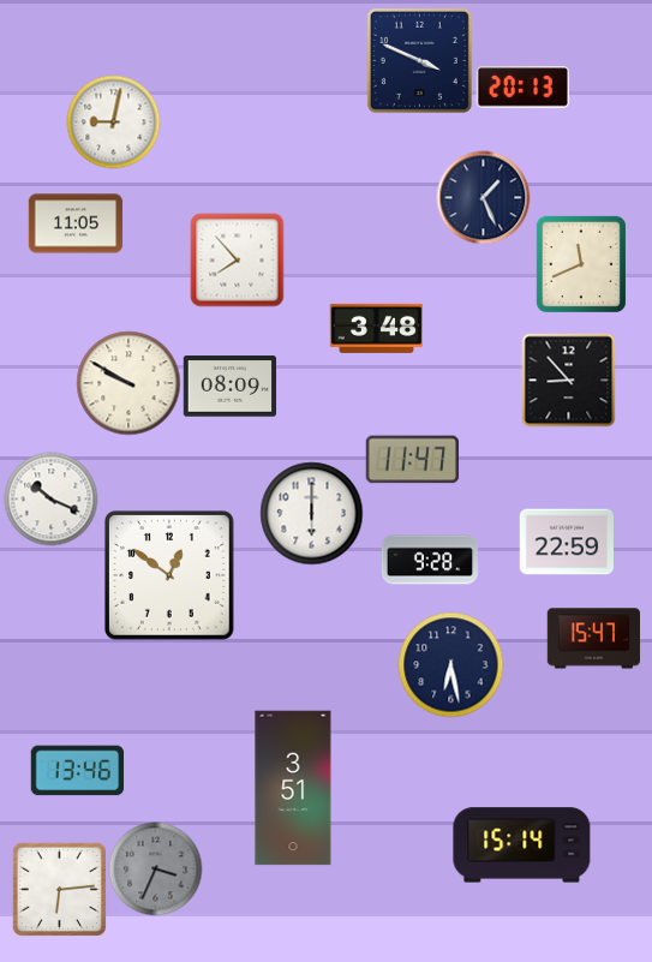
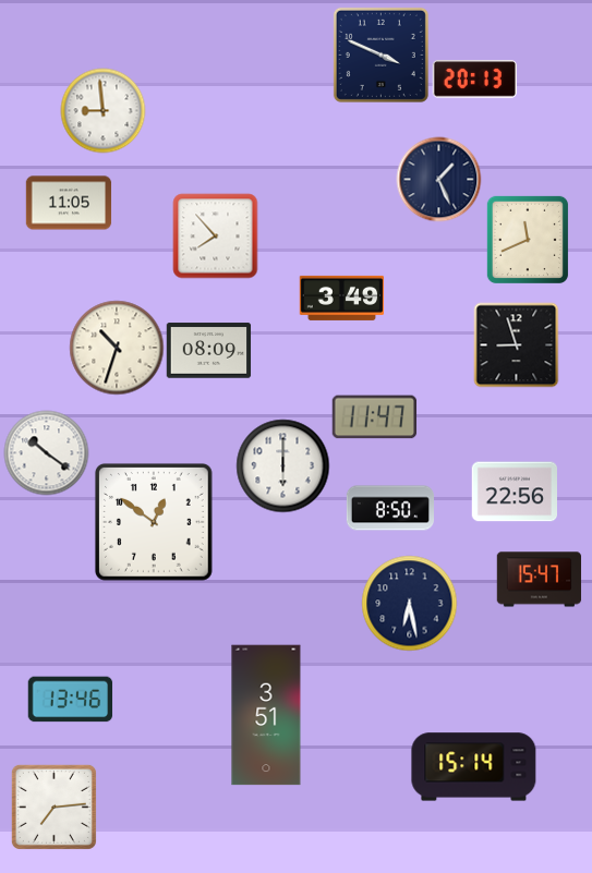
clock at (113, 121): 9:02 -> 8:59
clock at (376, 328): 3:48 -> 3:49
clock at (568, 380): 8:53 -> 8:57
clock at (128, 383): 9:50 -> 10:33
clock at (50, 498): 10:19 -> 10:21
clock at (566, 542): 22:59 -> 22:56
clock at (429, 560): 9:28 -> 8:50
clock at (155, 868): 3:34 -> none
clock at (59, 889): 6:14 -> 7:14
